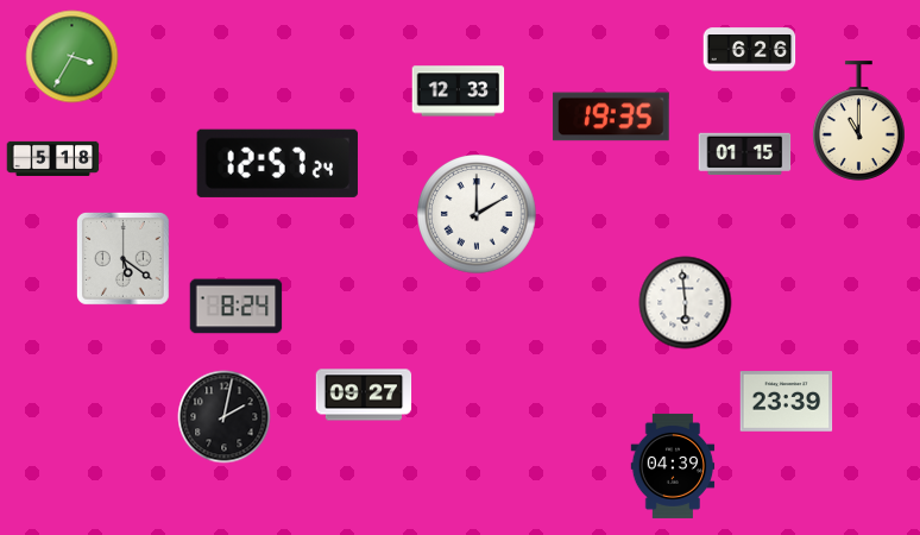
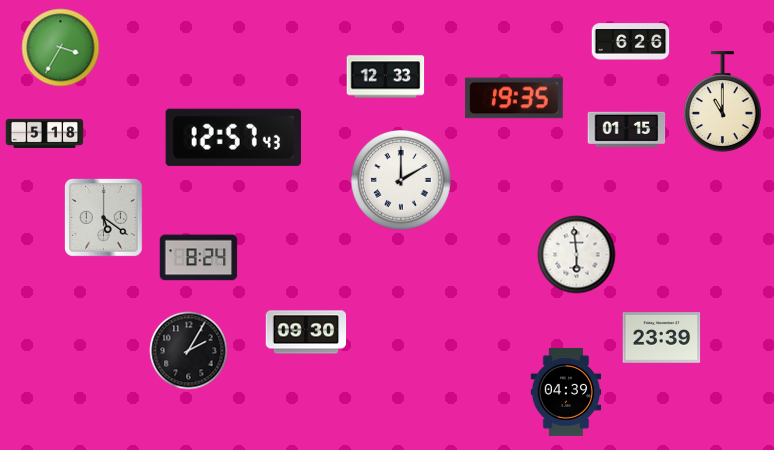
clock at (277, 163): 12:57:24 -> 12:57:43
clock at (364, 395): 09:27 -> 09:30
clock at (223, 416): 2:02 -> 2:05
